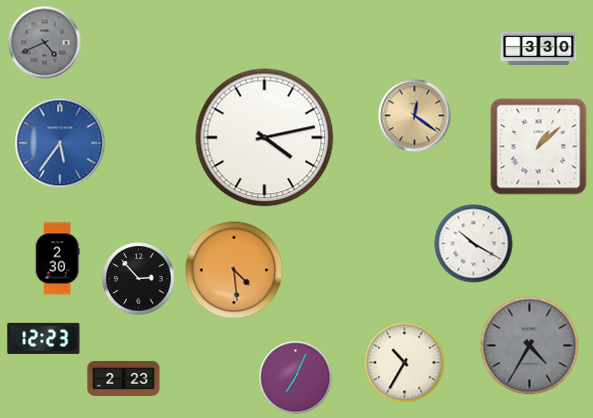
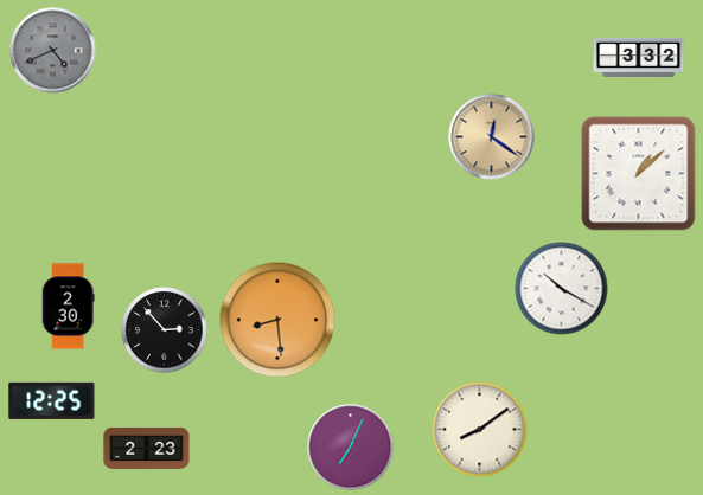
clock at (539, 49): 3:30 -> 3:32
clock at (265, 138): 4:13 -> none
clock at (60, 143): 5:36 -> none
clock at (234, 270): 4:29 -> 8:29
clock at (44, 338): 12:23 -> 12:25
clock at (530, 346): 4:35 -> none
clock at (405, 363): 10:35 -> 8:09
